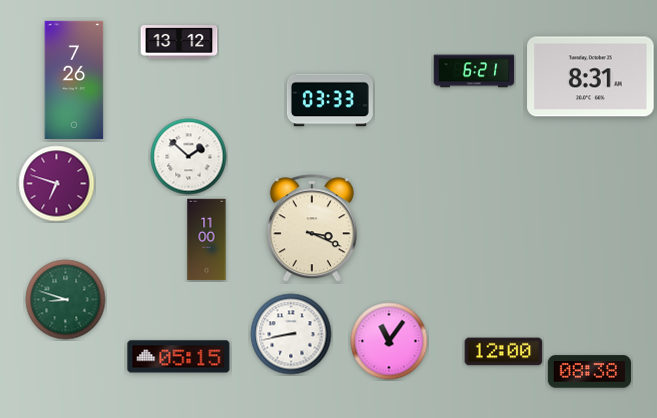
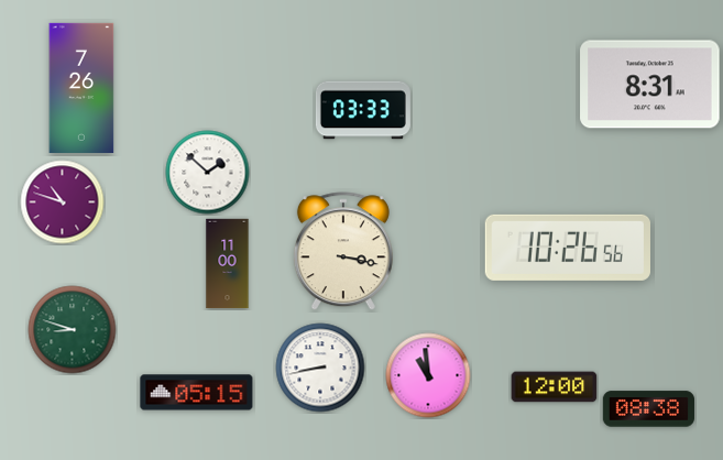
clock at (179, 43): 13:12 -> none
clock at (474, 71): 6:21 -> none
clock at (57, 184): 6:48 -> 10:48
clock at (568, 248): none -> 10:26
clock at (312, 229): 3:19 -> 3:17
clock at (389, 341): 11:06 -> 10:59
